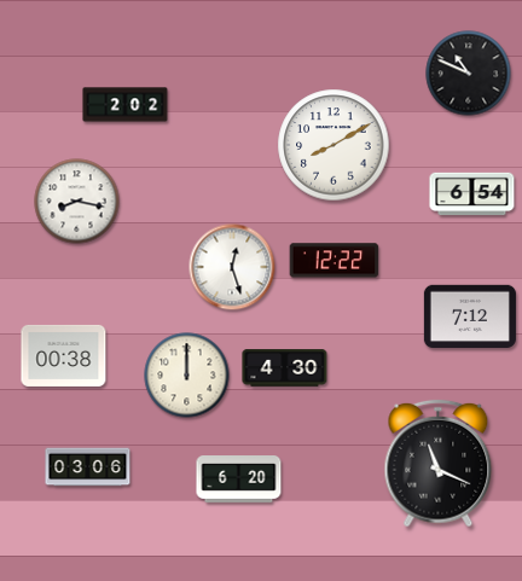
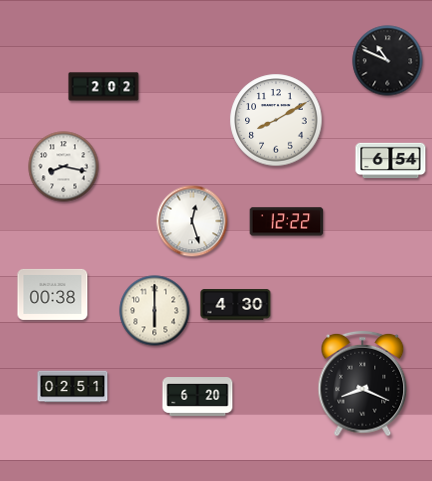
clock at (335, 261) position: (335, 261) -> (287, 222)
clock at (470, 316): 7:12 -> none
clock at (187, 376): 12:00 -> 6:00
clock at (439, 464): 11:19 -> 8:19
clock at (88, 467): 03:06 -> 02:51
